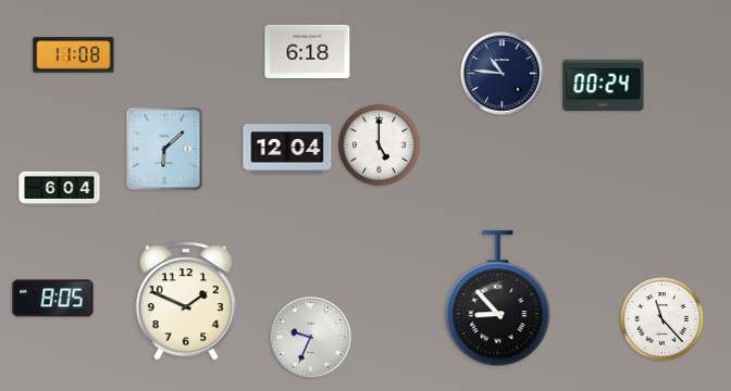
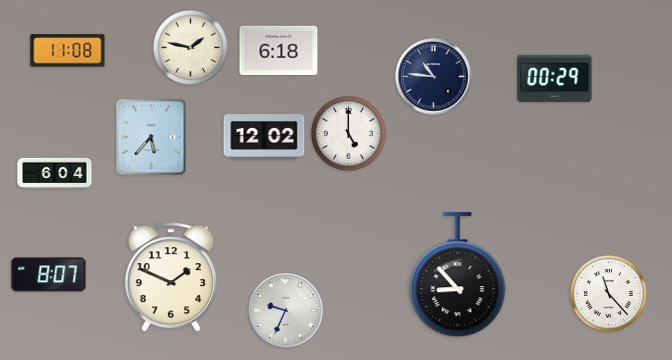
clock at (308, 51) position: (308, 51) -> (279, 50)
clock at (190, 48): none -> 1:47
clock at (503, 74) position: (503, 74) -> (434, 77)
clock at (604, 86): 00:24 -> 00:29
clock at (164, 149): 6:08 -> 5:37
clock at (287, 149): 12:04 -> 12:02
clock at (53, 299): 8:05 -> 8:07
